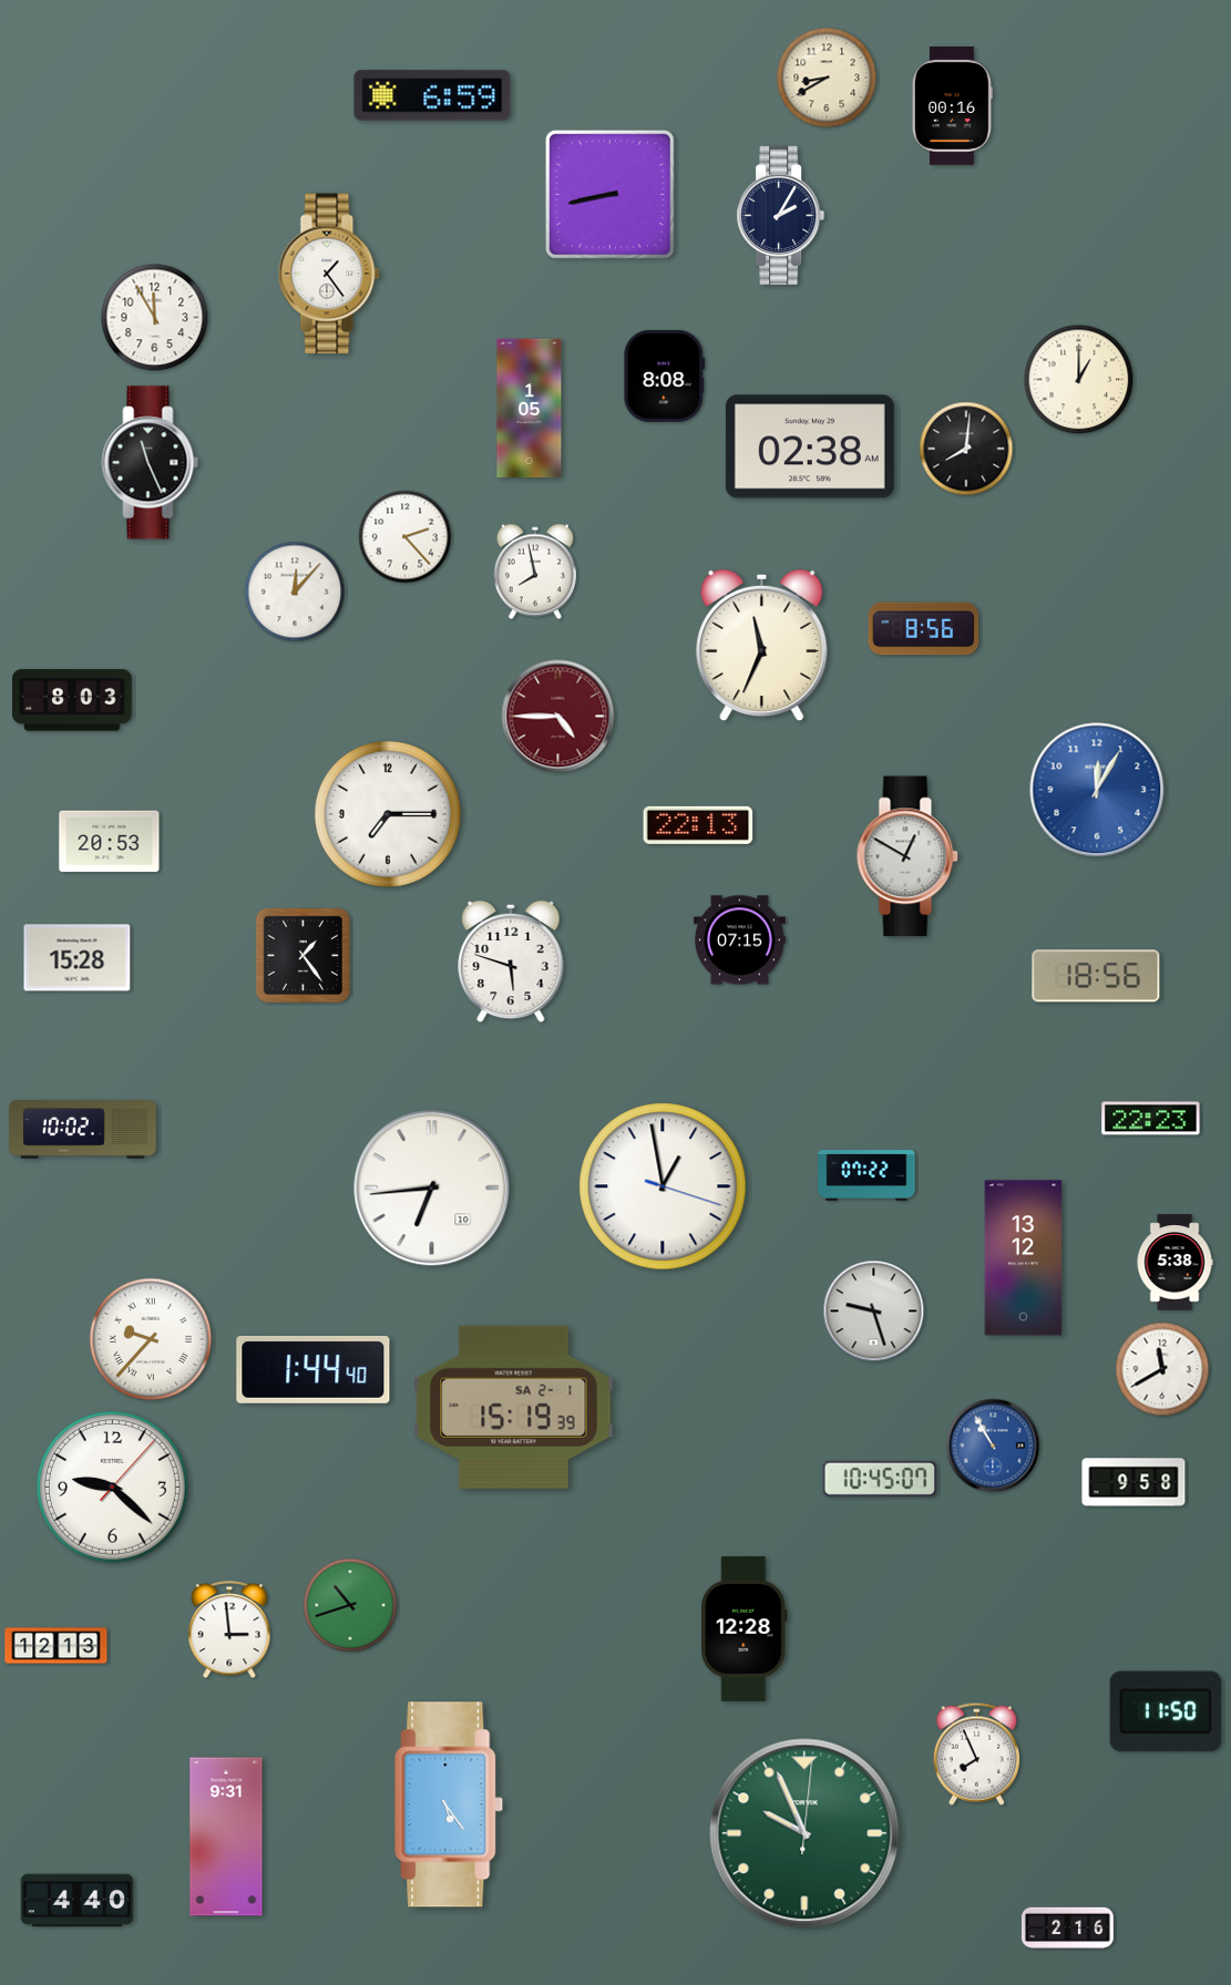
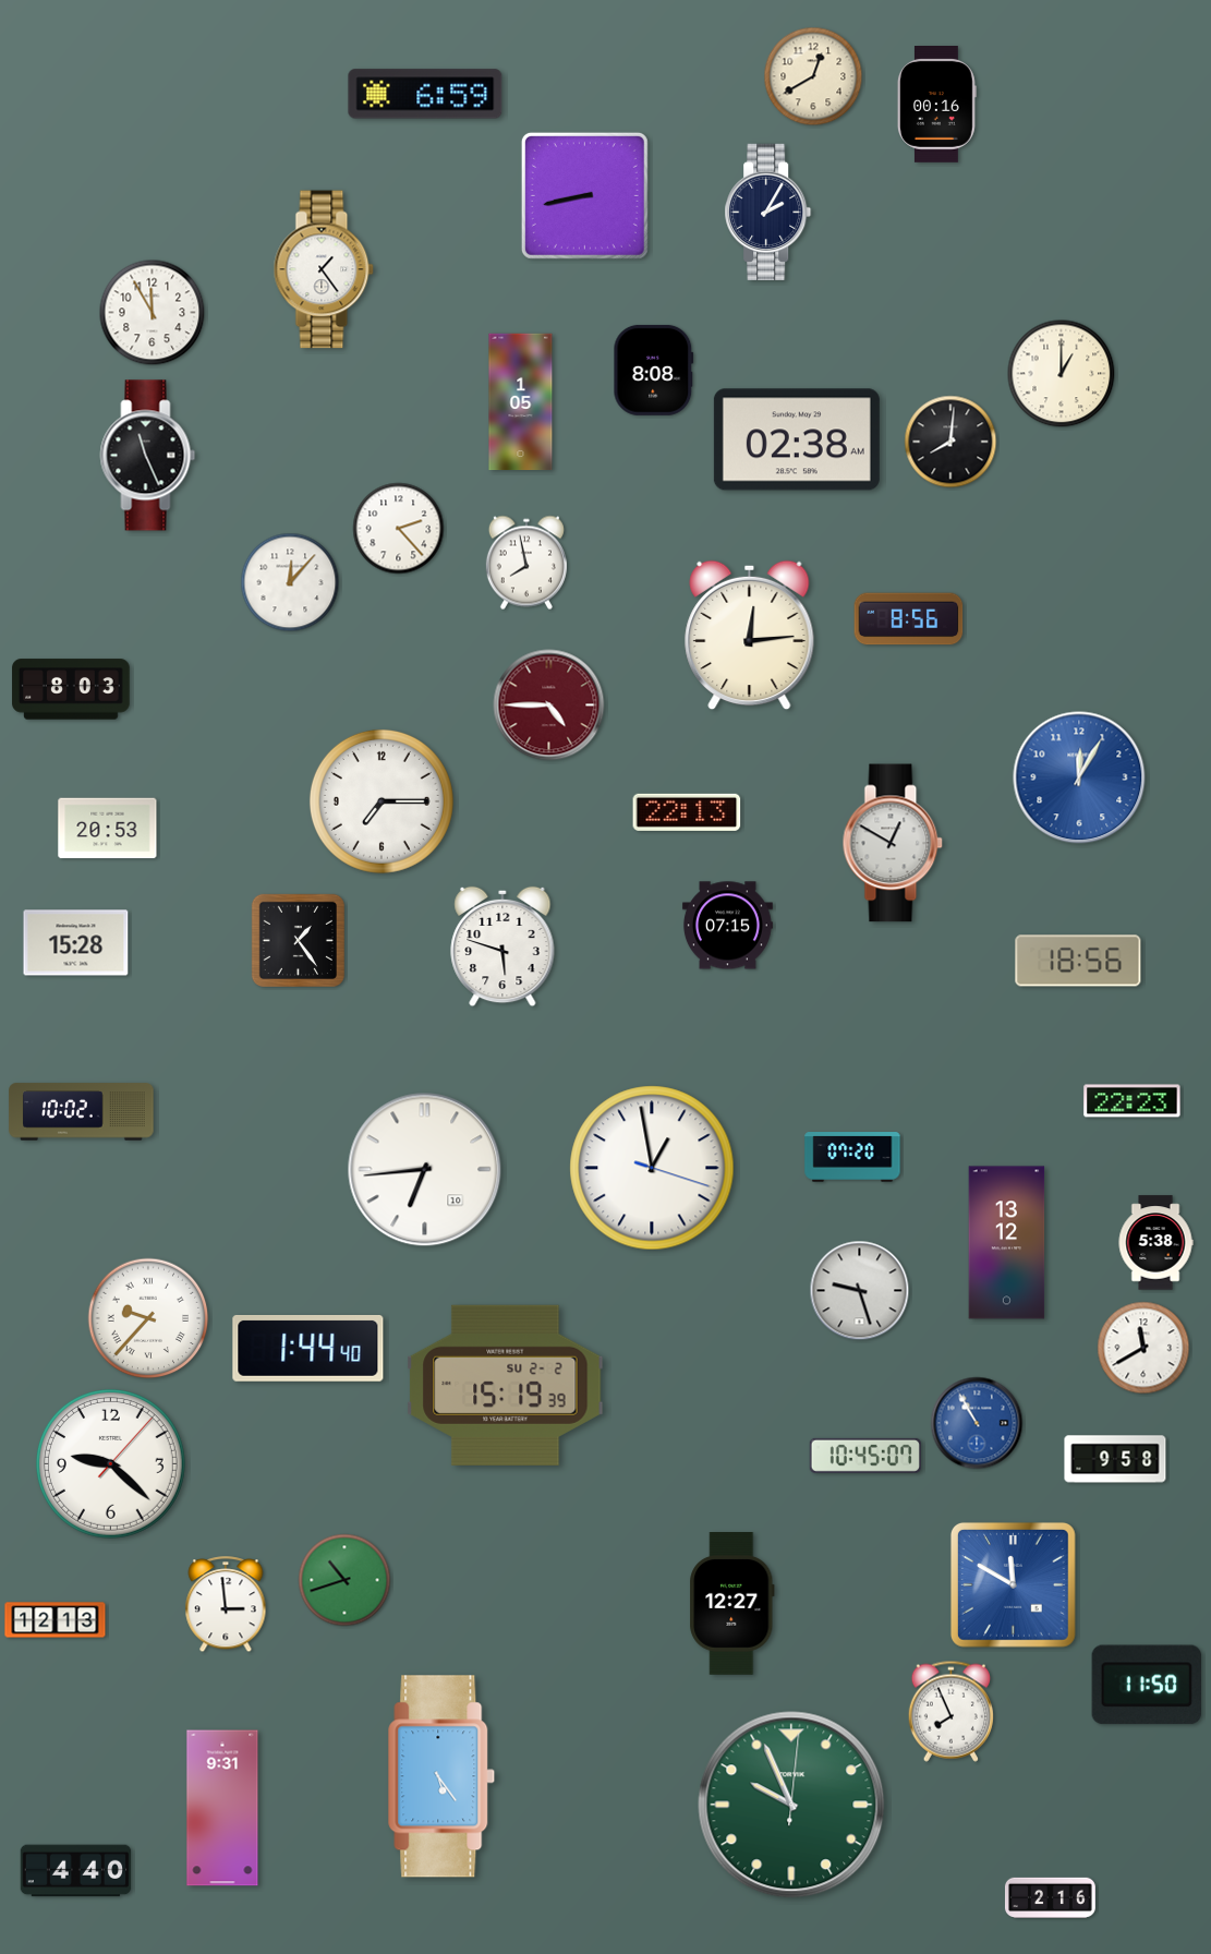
clock at (827, 78): 8:40 -> 12:40
clock at (609, 194) position: (609, 194) -> (584, 195)
clock at (762, 646): 11:34 -> 12:14
clock at (866, 1175): 07:22 -> 07:20
clock at (1024, 1258) position: (1024, 1258) -> (1007, 1243)
clock at (514, 1407) date: SA 2-1 -> SU 2-2
clock at (1013, 1584): none -> 11:50
clock at (745, 1629): 12:28 -> 12:27
clock at (976, 1753) position: (976, 1753) -> (950, 1711)
